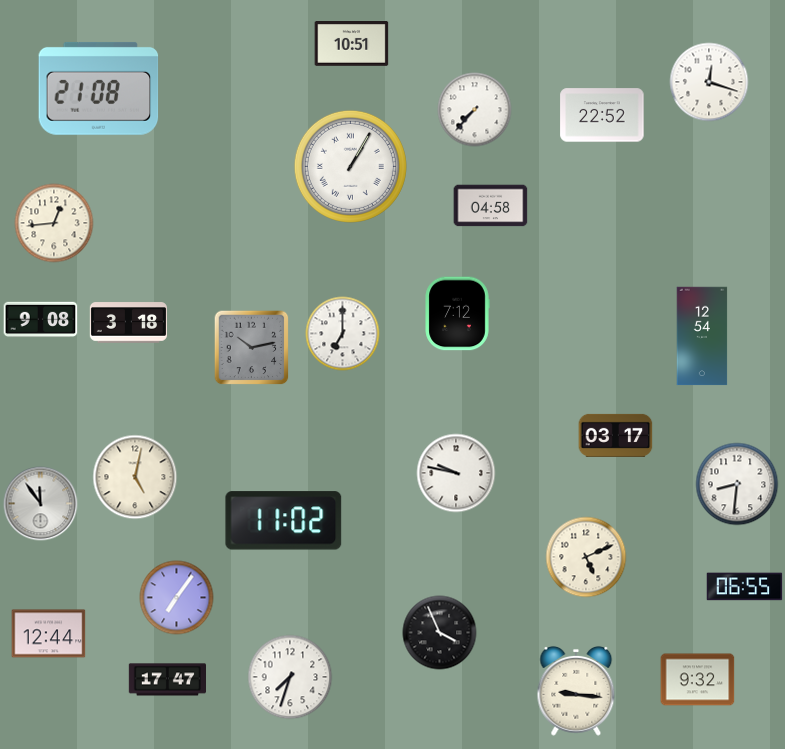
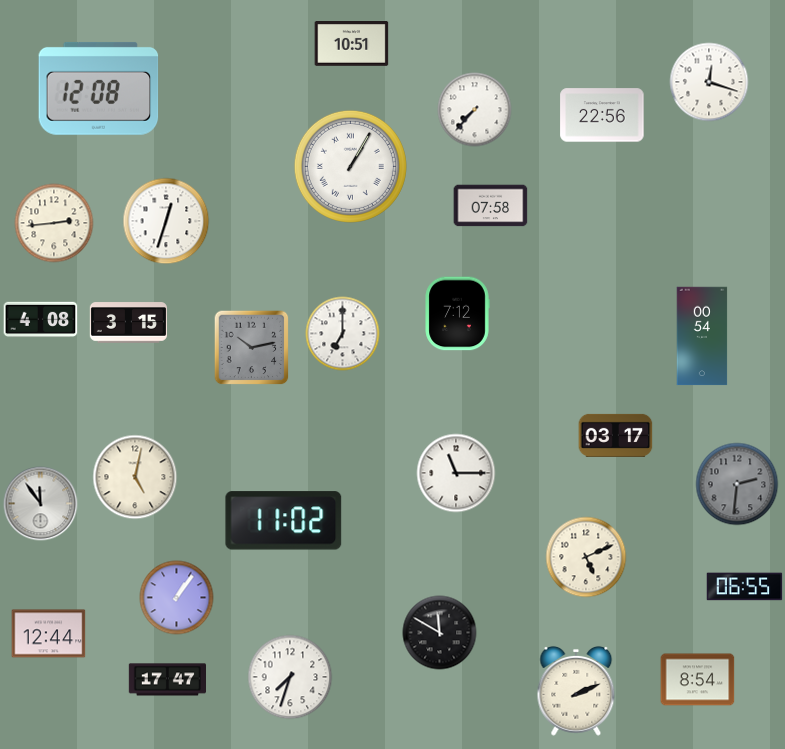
clock at (99, 88): 21:08 -> 12:08
clock at (602, 115): 22:52 -> 22:56
clock at (491, 206): 04:58 -> 07:58
clock at (166, 221): none -> 12:33
clock at (54, 223): 12:44 -> 2:44
clock at (41, 320): 9:08 -> 4:08
clock at (128, 323): 3:18 -> 3:15
clock at (702, 336): 12:54 -> 00:54
clock at (456, 473): 9:47 -> 11:15
clock at (737, 484): 8:31 -> 2:31
clock at (737, 484) dial: white -> grey
clock at (177, 598): 7:06 -> 1:06
clock at (440, 633): 3:56 -> 11:50
clock at (698, 680): 9:32 -> 8:54
clock at (576, 691): 9:16 -> 2:11
